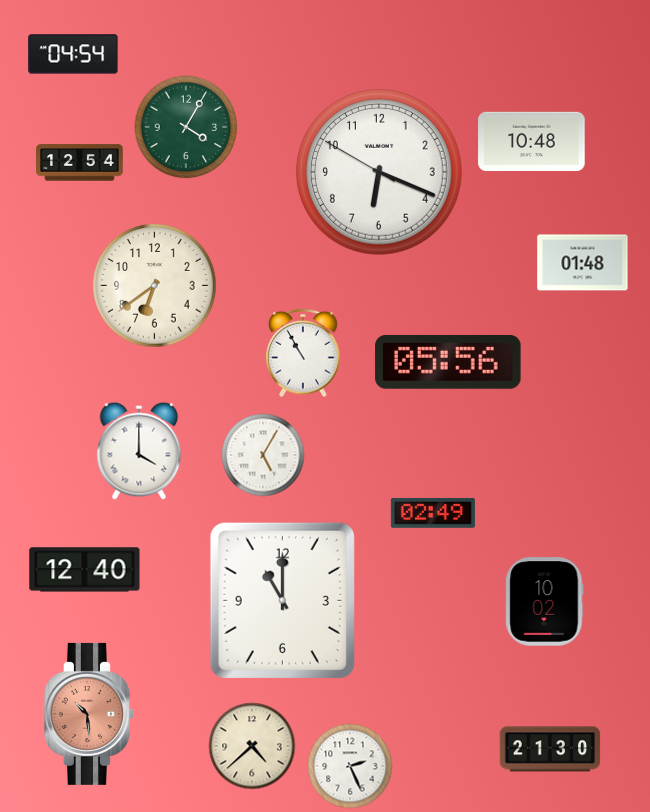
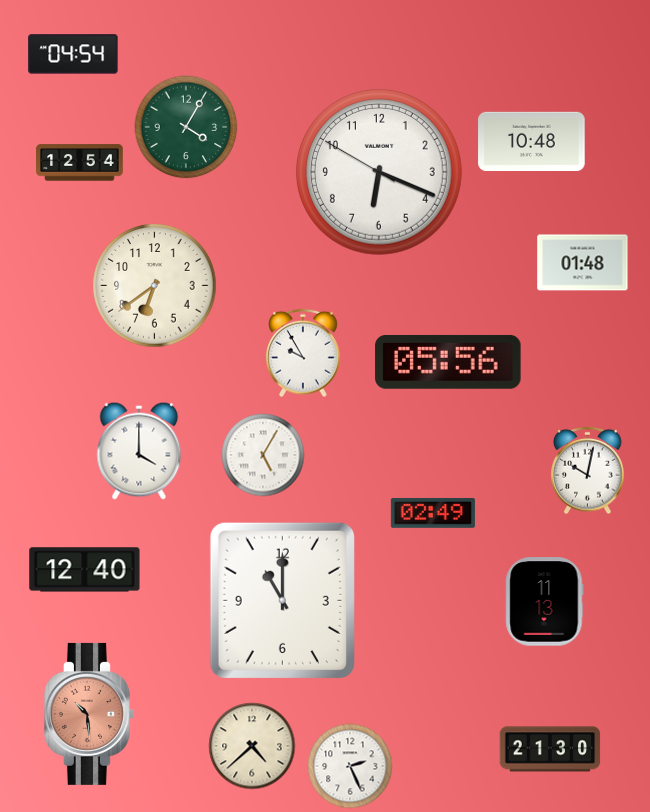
clock at (304, 353): 10:55 -> 9:55
clock at (588, 471): none -> 10:02
clock at (545, 602): 10:02 -> 11:13
